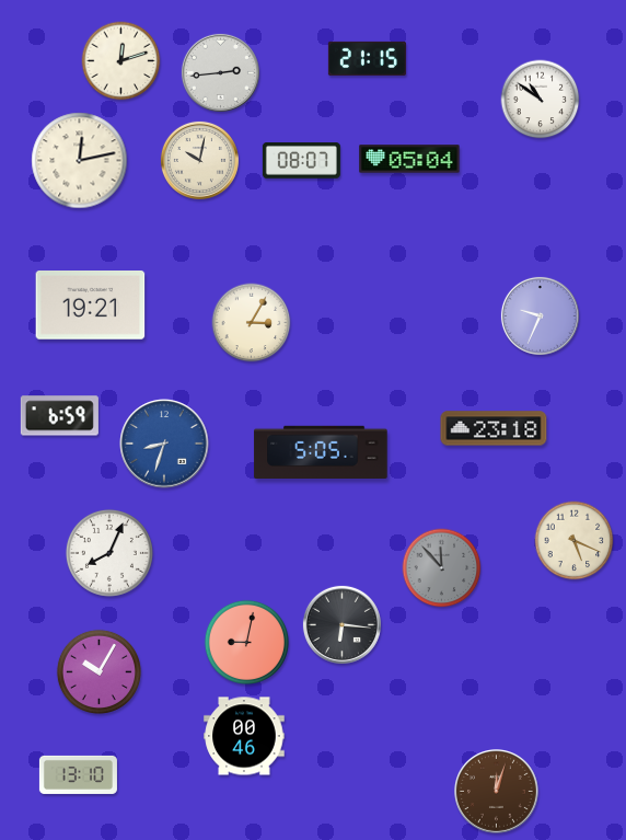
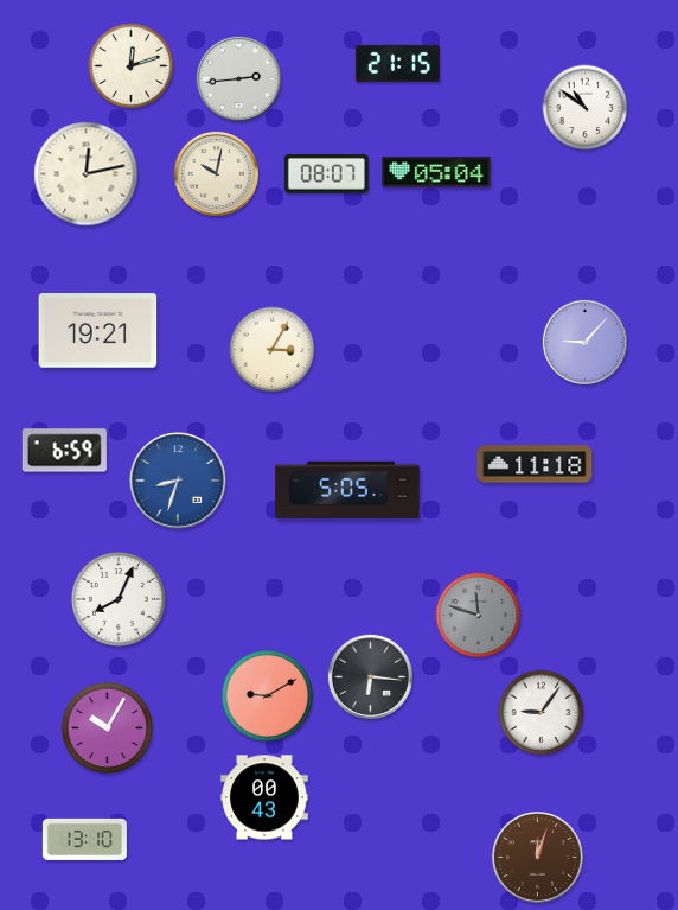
clock at (409, 159) position: (409, 159) -> (436, 172)
clock at (540, 315): 9:34 -> 9:07
clock at (494, 428): 23:18 -> 11:18
clock at (575, 541): 5:19 -> none
clock at (442, 568): 11:53 -> 11:48
clock at (246, 642): 9:02 -> 9:10
clock at (542, 713): none -> 9:06
clock at (244, 736): 00:46 -> 00:43
